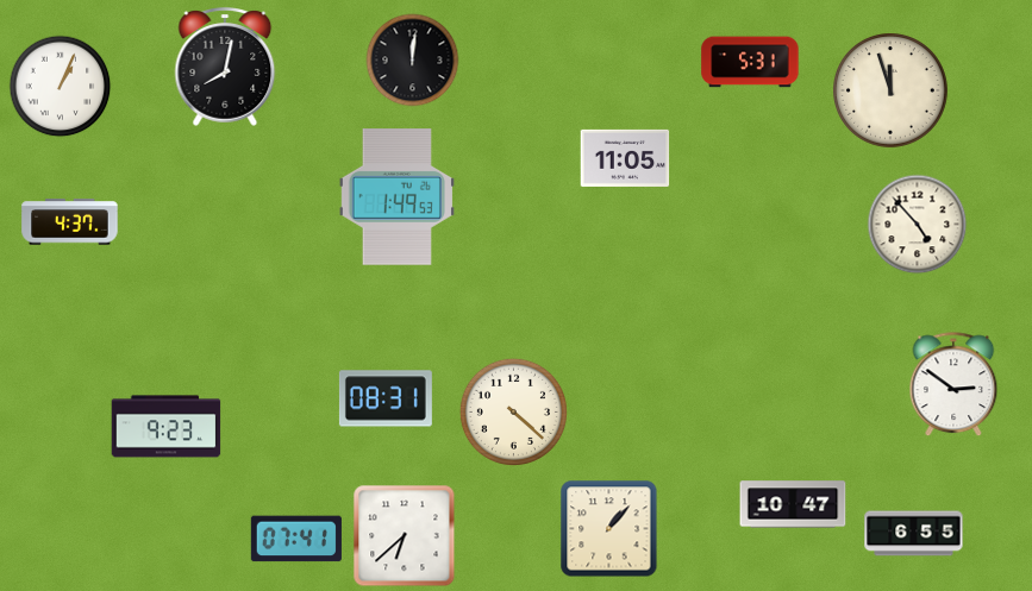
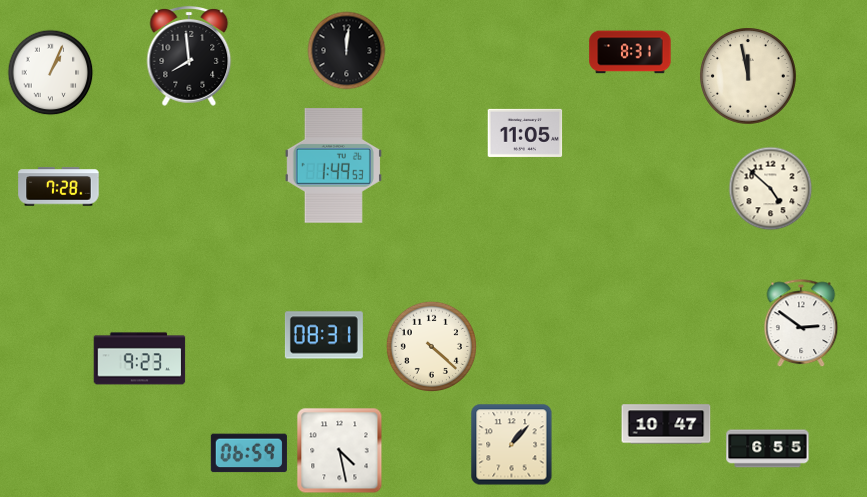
clock at (750, 62): 5:31 -> 8:31
clock at (225, 67): 8:02 -> 7:59
clock at (892, 92): 11:57 -> 11:58
clock at (70, 222): 4:37 -> 7:28
clock at (918, 225): 4:53 -> 4:52
clock at (405, 536): 6:38 -> 4:28
clock at (296, 539): 07:41 -> 06:59
